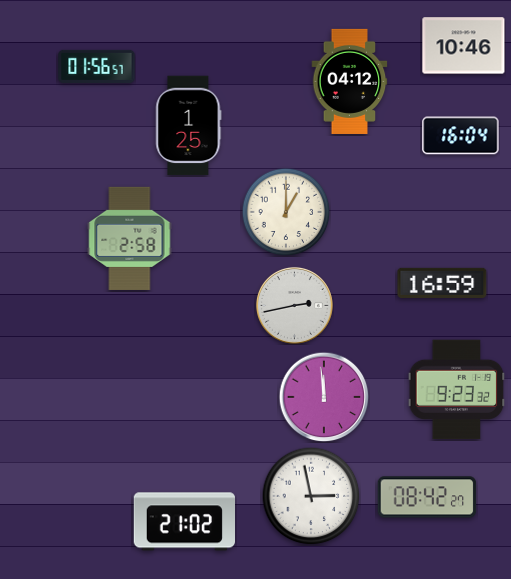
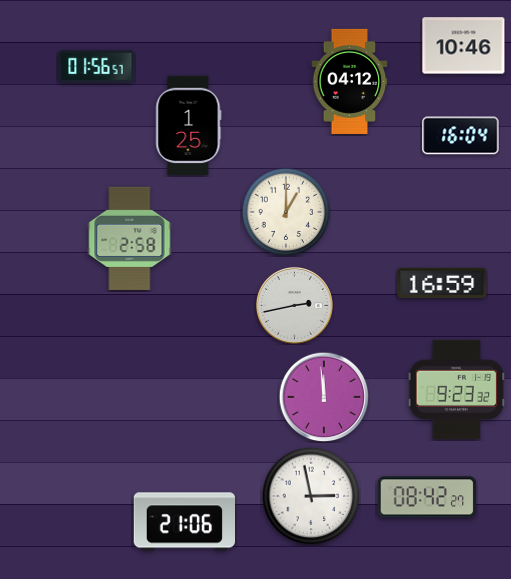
clock at (184, 522): 21:02 -> 21:06
